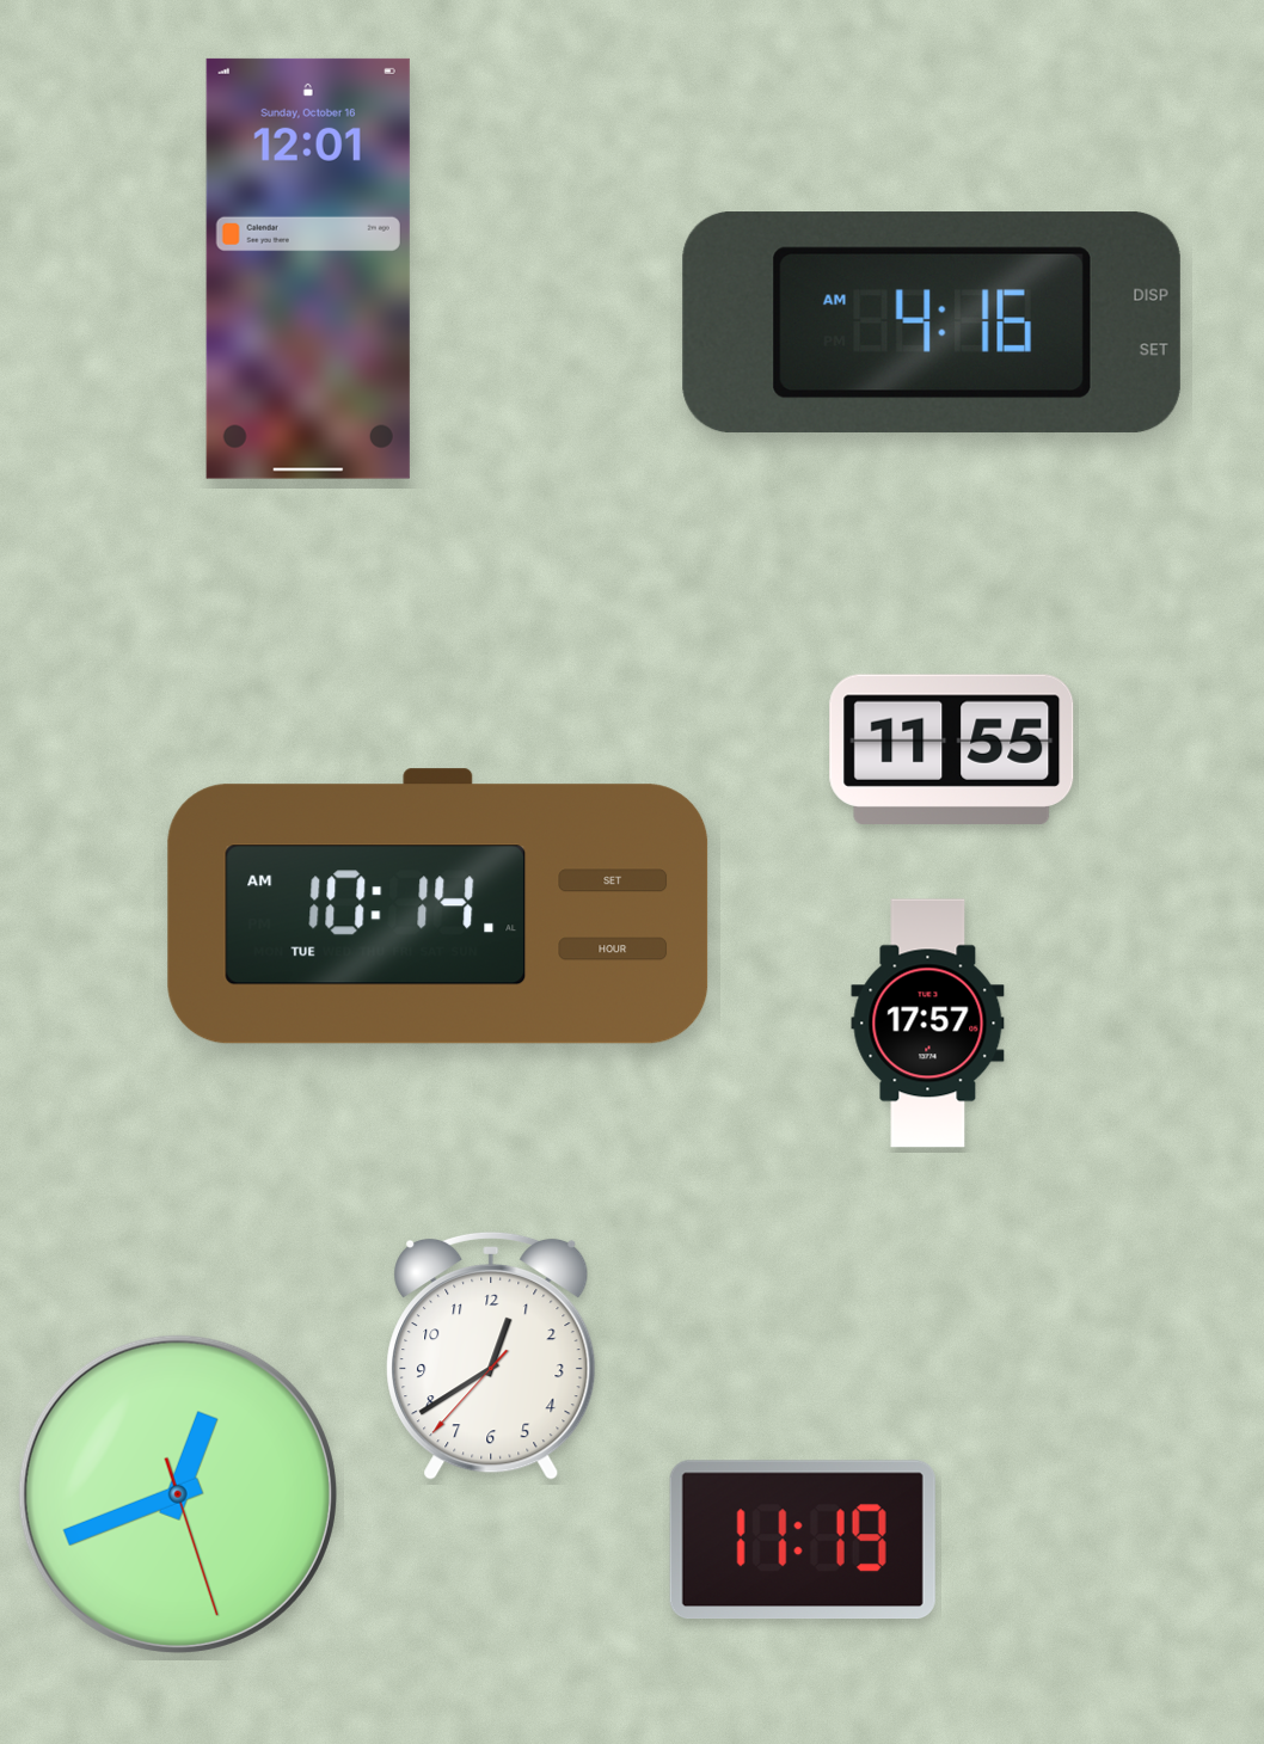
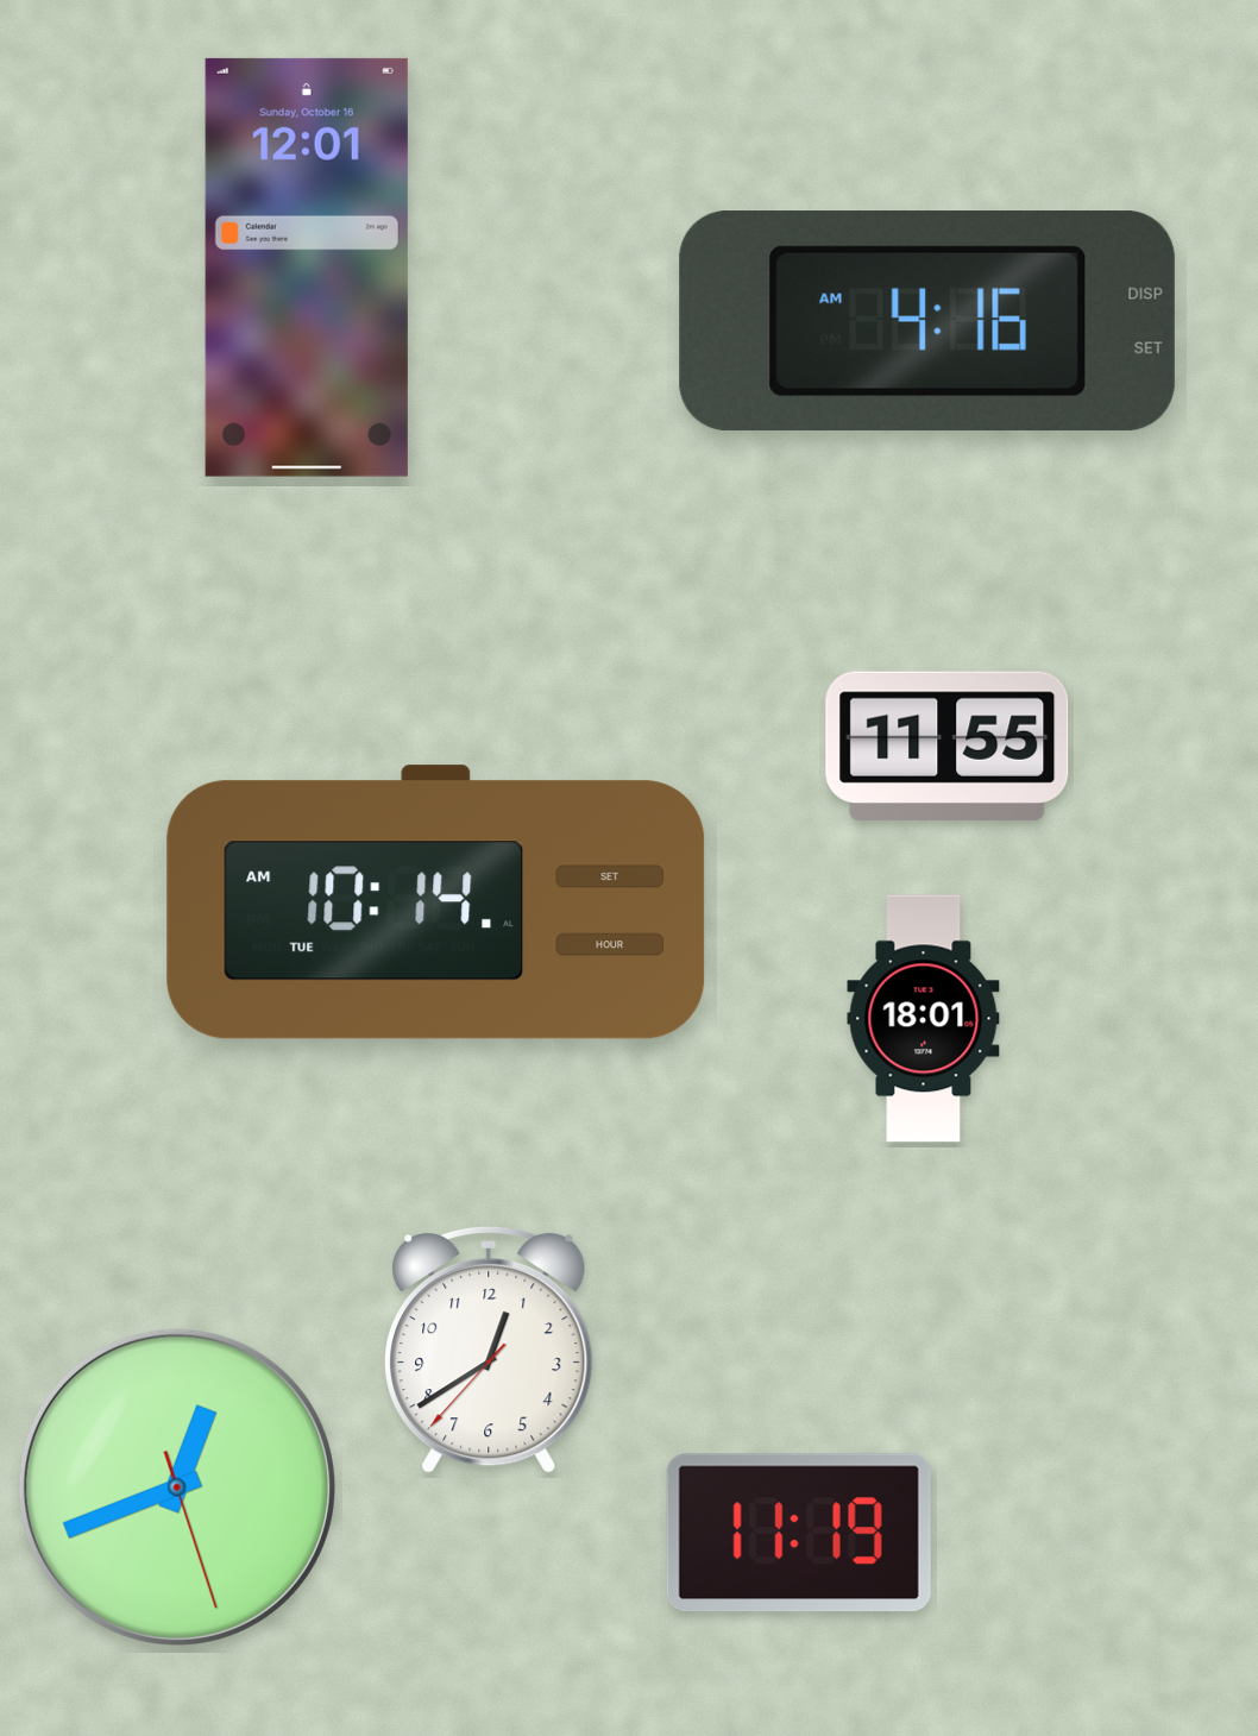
clock at (928, 1024): 17:57 -> 18:01
